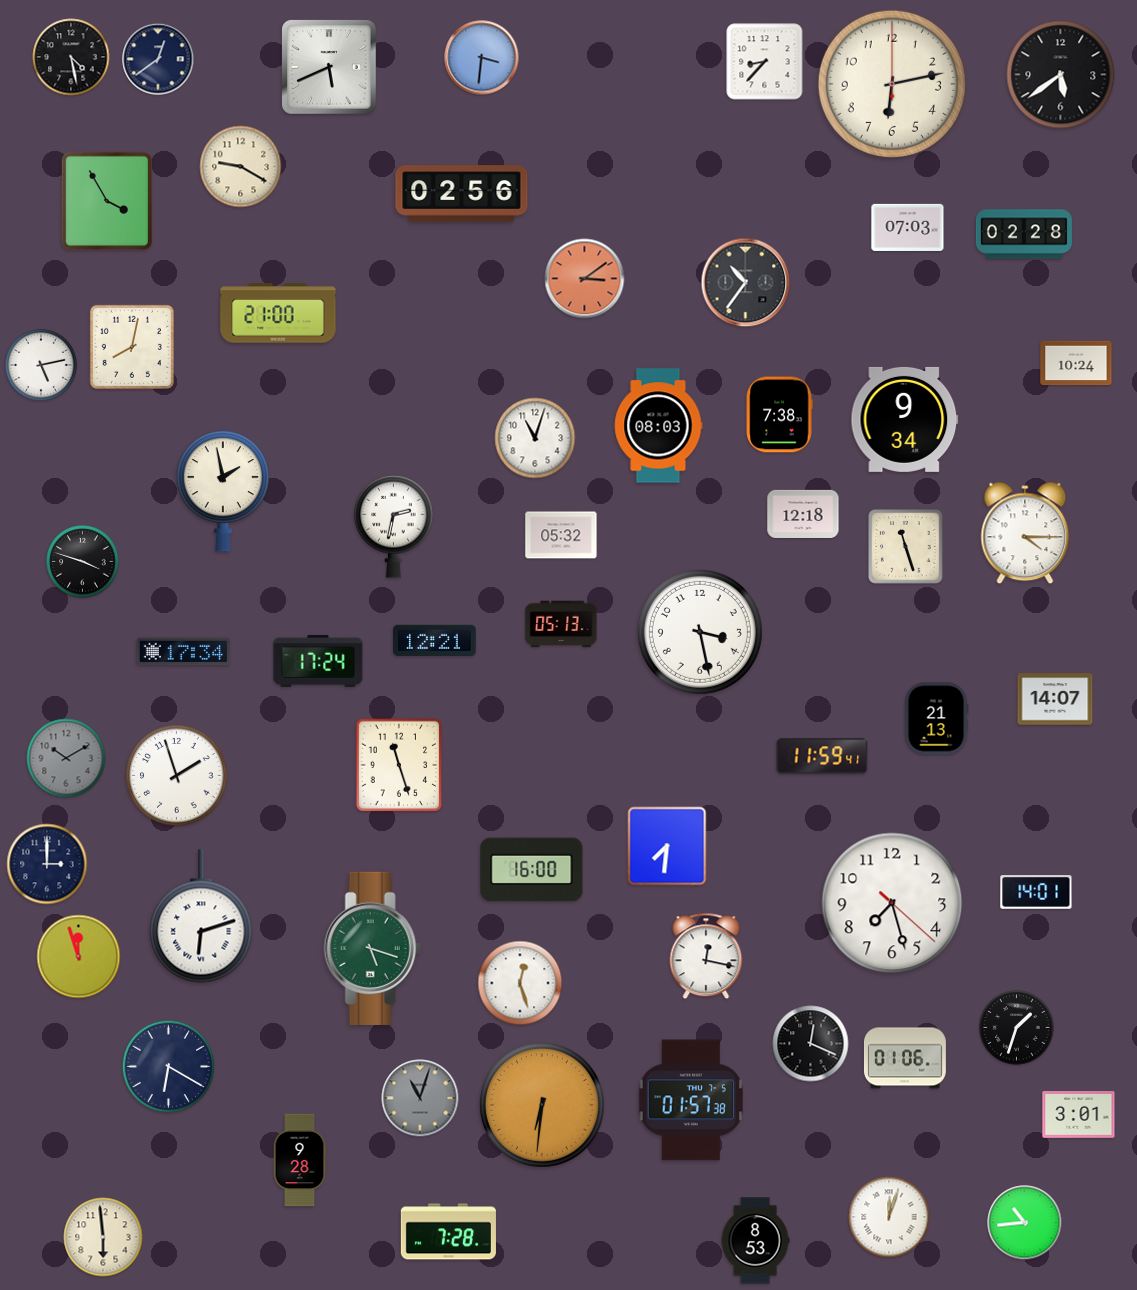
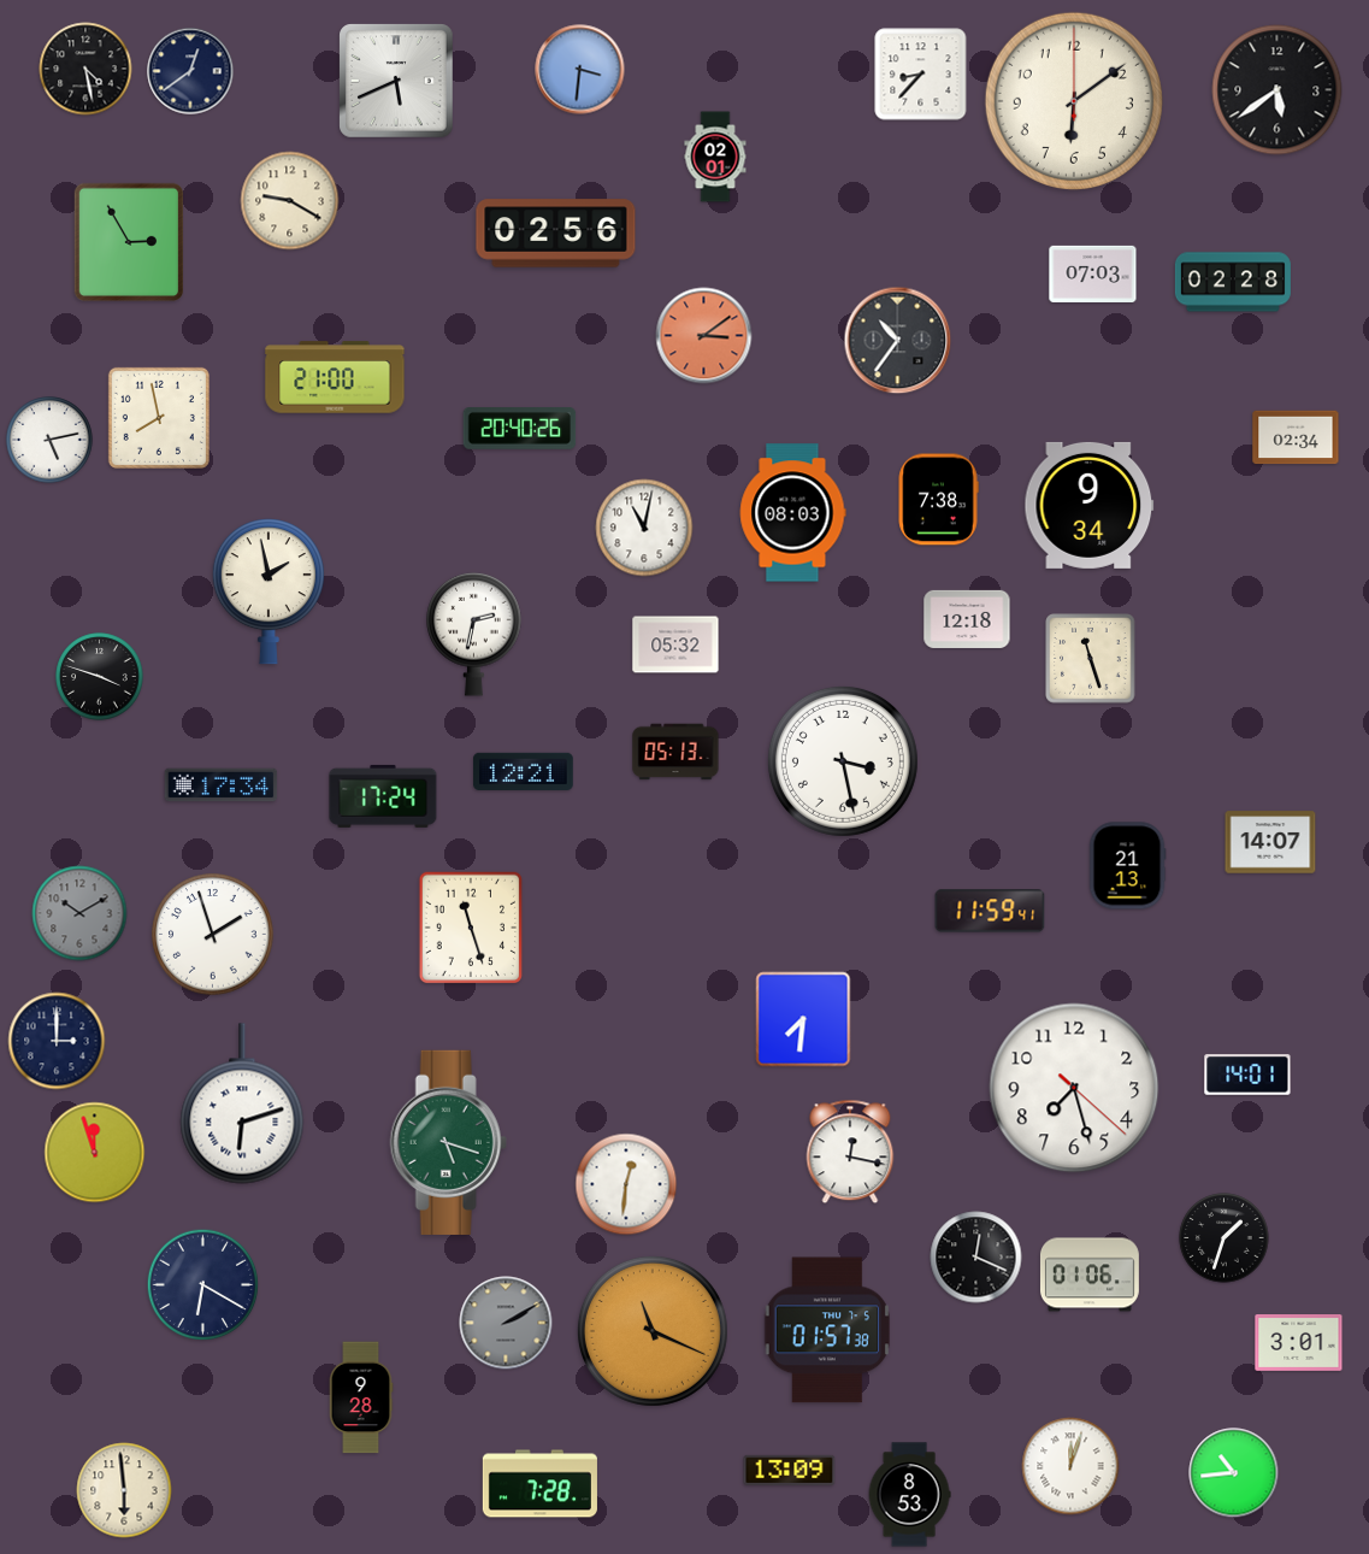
clock at (892, 84): 6:13 -> 6:09
clock at (715, 157): none -> 02:01
clock at (106, 200): 3:55 -> 2:55
clock at (132, 347): 8:02 -> 7:58
clock at (520, 429): none -> 20:40
clock at (1076, 363): 10:24 -> 02:34
clock at (535, 438): 11:03 -> 11:02
clock at (1025, 533): 4:15 -> none
clock at (399, 765) position: (399, 765) -> (471, 928)
clock at (532, 870): 16:00 -> none
clock at (520, 983): 12:27 -> 12:31
clock at (420, 1098): 11:03 -> 2:10
clock at (690, 1100) position: (690, 1100) -> (826, 1330)
clock at (542, 1105): 6:31 -> 11:19
clock at (790, 1470): none -> 13:09
